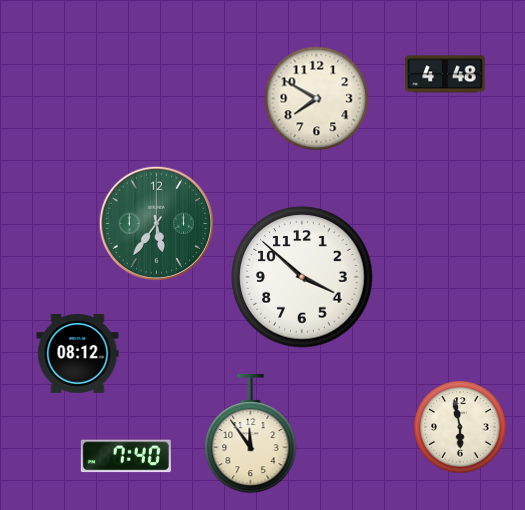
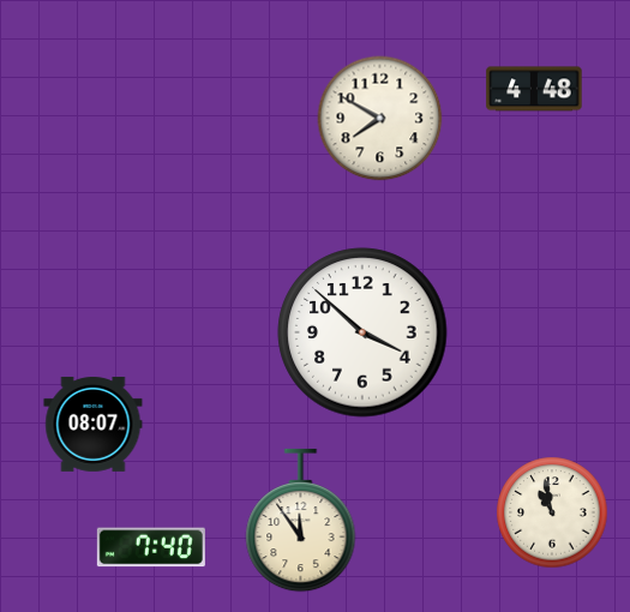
clock at (156, 223): 5:36 -> none
clock at (78, 354): 08:12 -> 08:07
clock at (460, 427): 5:58 -> 10:58
